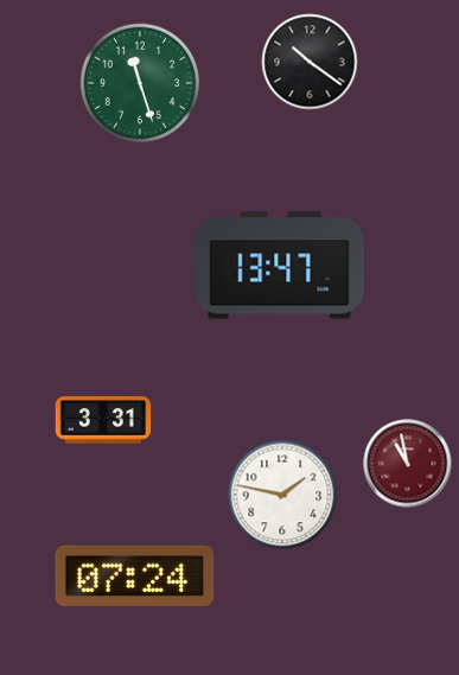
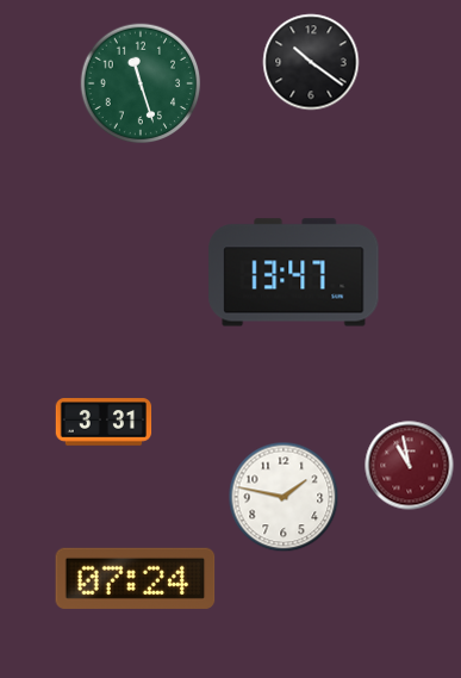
clock at (280, 266) position: (280, 266) -> (294, 273)
